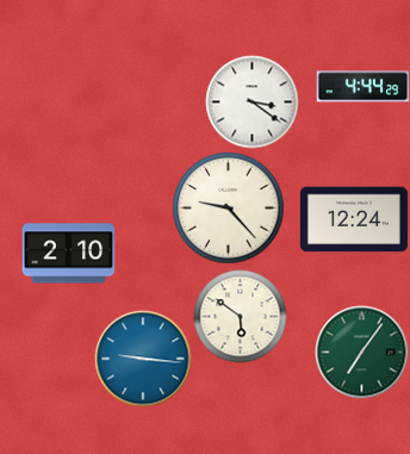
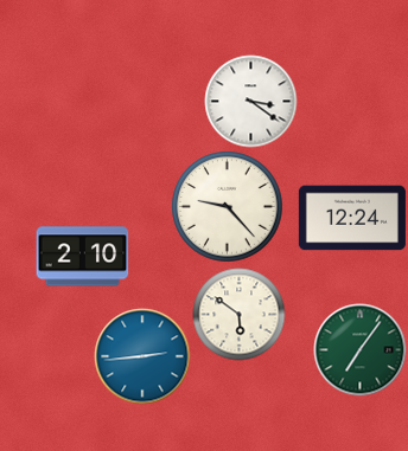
clock at (362, 87): 4:44 -> none
clock at (68, 254) position: (68, 254) -> (82, 257)
clock at (143, 359): 9:16 -> 2:44
